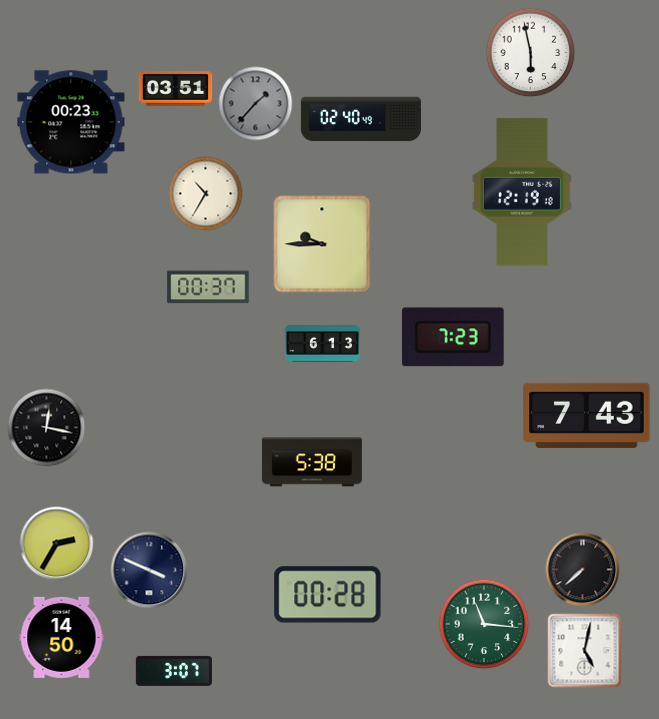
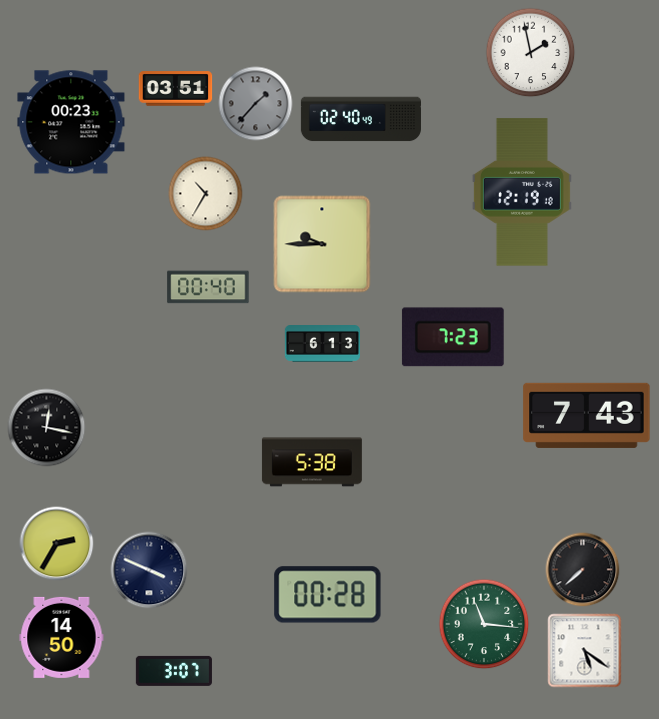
clock at (531, 53): 5:58 -> 1:58
clock at (208, 287): 00:37 -> 00:40
clock at (585, 651): 5:02 -> 5:21
